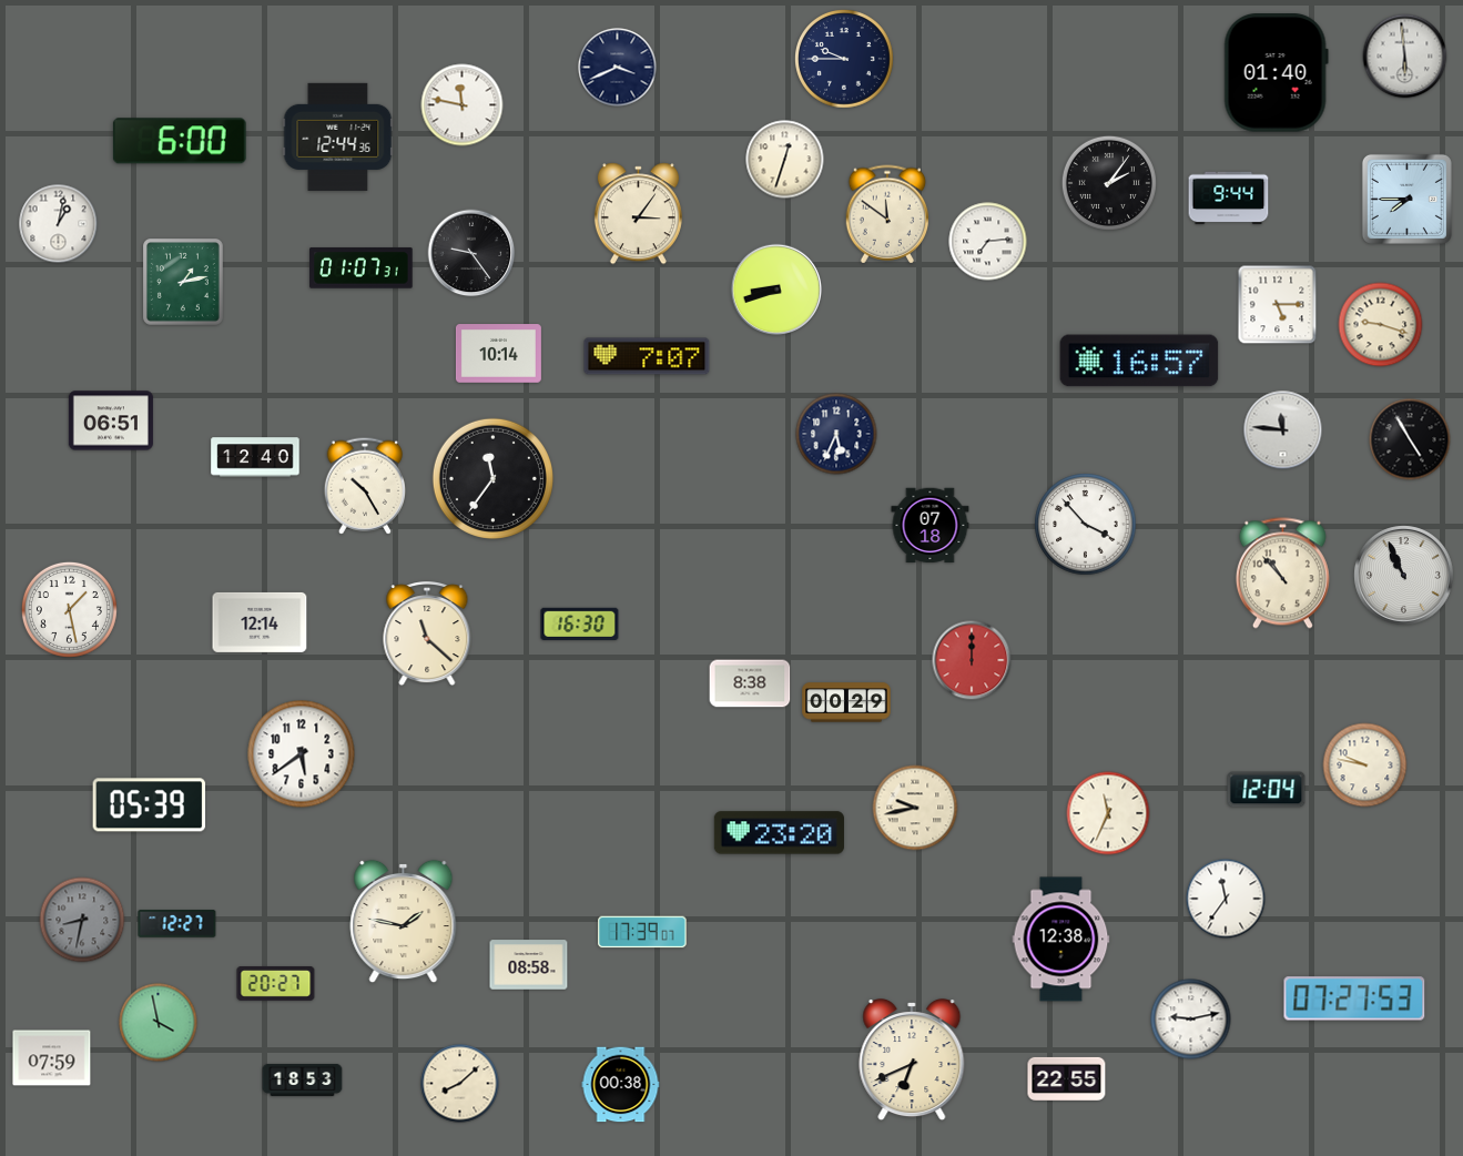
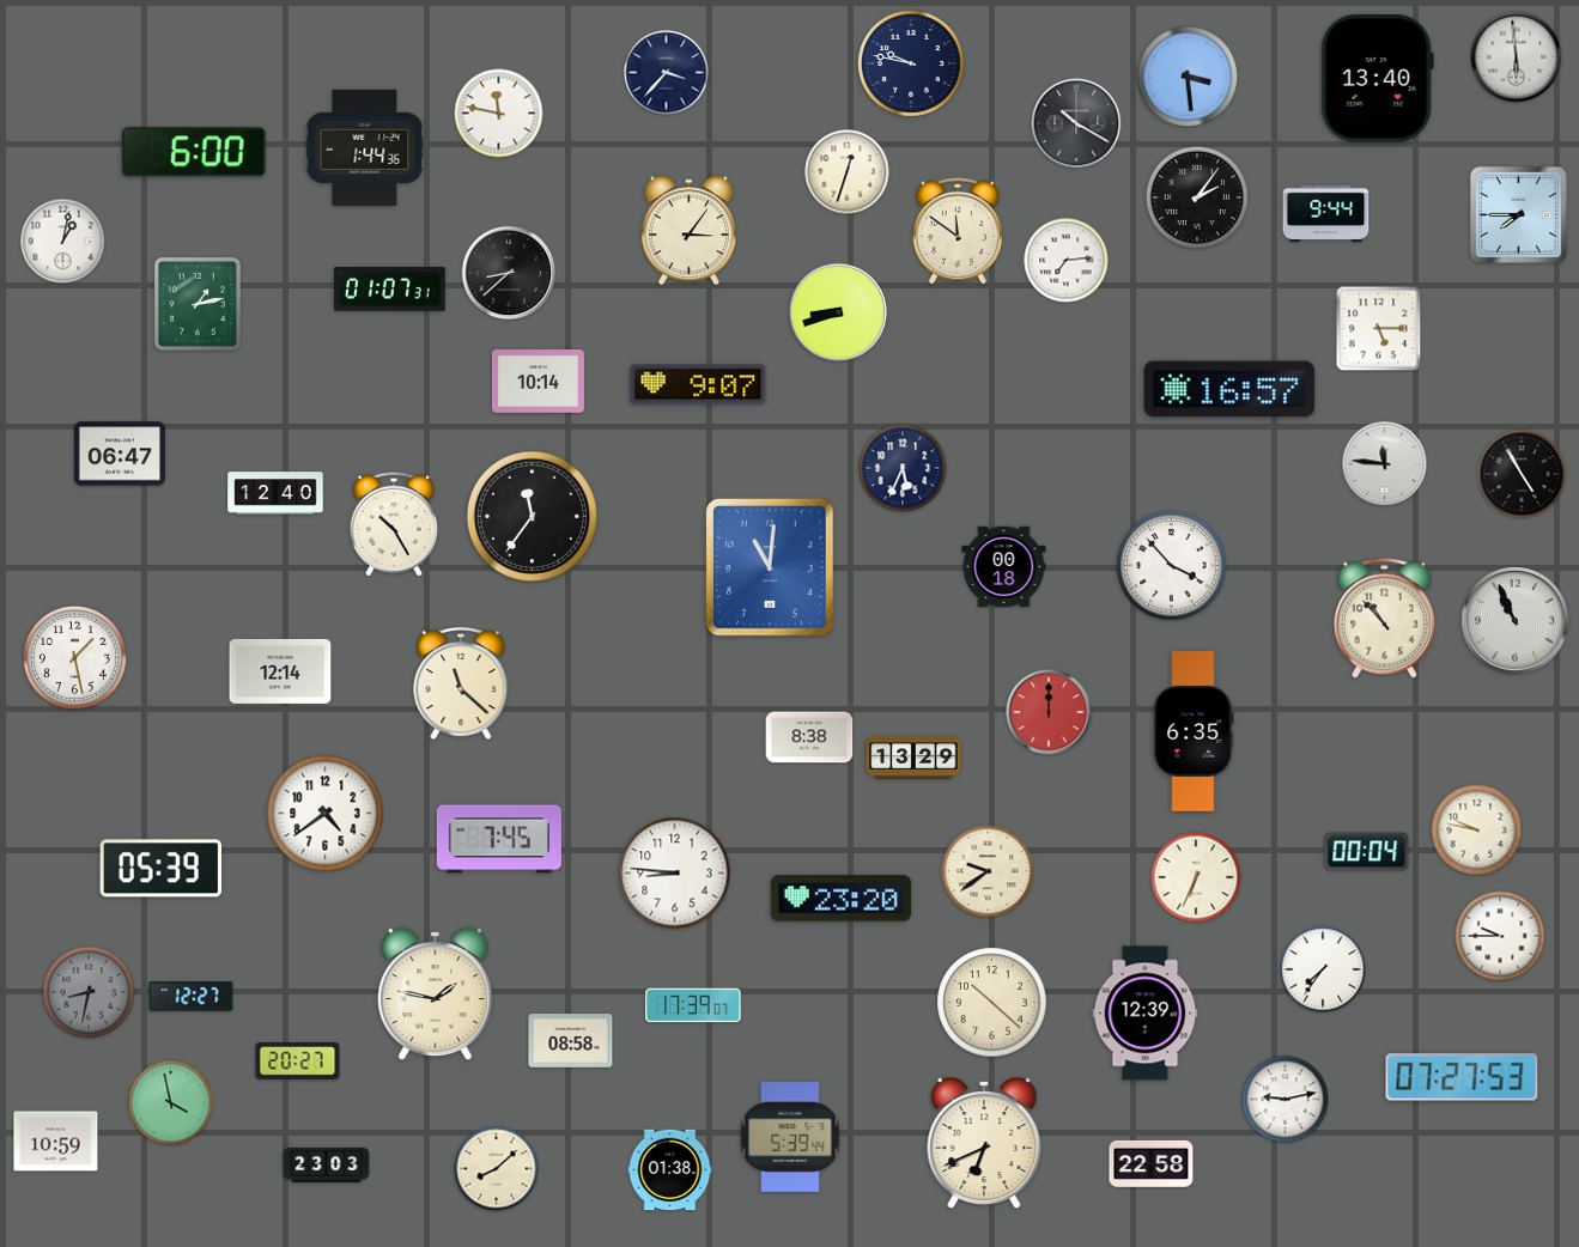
clock at (1405, 57) position: (1405, 57) -> (1517, 57)
clock at (845, 60): 9:45 -> 9:47
clock at (618, 68): 3:41 -> 3:37
clock at (1188, 77): none -> 3:29
clock at (1276, 73): 01:40 -> 13:40
clock at (1076, 123): none -> 10:20
clock at (338, 136): 12:44 -> 1:44
clock at (471, 253): 9:24 -> 8:38
clock at (1381, 325): 9:18 -> none
clock at (647, 356): 7:07 -> 9:07
clock at (111, 420): 06:51 -> 06:47
clock at (770, 567): none -> 11:01
clock at (931, 526): 07:18 -> 00:18
clock at (580, 623): 16:30 -> none
clock at (1194, 732): none -> 6:35
clock at (846, 702): 00:29 -> 13:29
clock at (302, 754): 5:39 -> 4:39
clock at (1365, 765) position: (1365, 765) -> (1477, 831)
clock at (499, 839): none -> 7:45
clock at (1267, 790): 12:04 -> 00:04
clock at (915, 808): 9:43 -> 9:39
clock at (675, 874): none -> 8:46
clock at (1108, 813): 11:34 -> 6:34
clock at (1500, 936): none -> 9:45
clock at (1226, 899): 11:36 -> 7:36
clock at (992, 1003): none -> 10:22
clock at (1061, 940): 12:38 -> 12:39
clock at (790, 1138): none -> 5:39
clock at (52, 1058): 07:59 -> 10:59
clock at (1067, 1078): 22:55 -> 22:58
clock at (303, 1079): 18:53 -> 23:03
clock at (621, 1085): 00:38 -> 01:38
